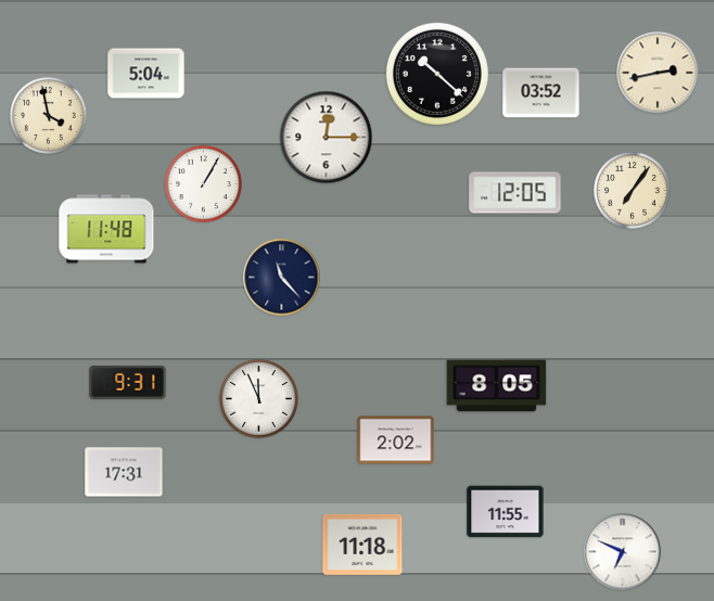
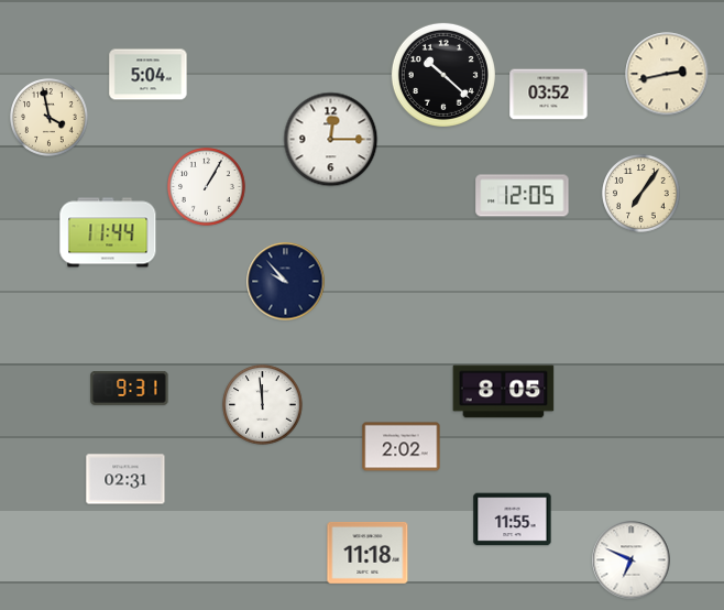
clock at (106, 229): 11:48 -> 11:44
clock at (282, 278): 11:23 -> 9:53
clock at (259, 399): 11:56 -> 11:59
clock at (124, 472): 17:31 -> 02:31
